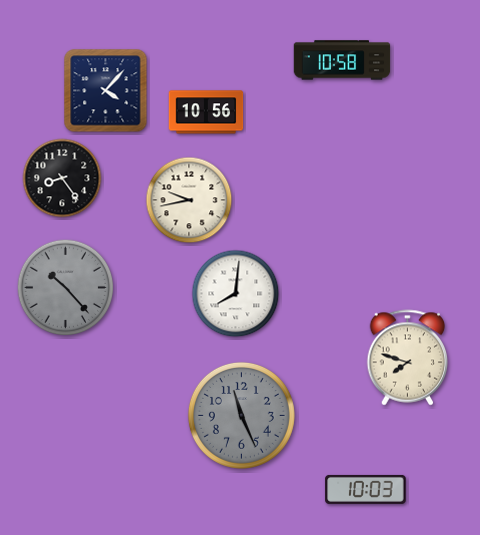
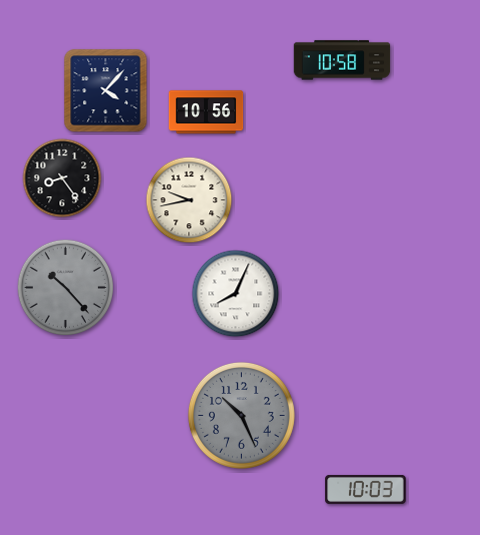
clock at (236, 294): 8:01 -> 8:04
clock at (408, 358): 7:48 -> none
clock at (241, 415): 11:26 -> 10:26
